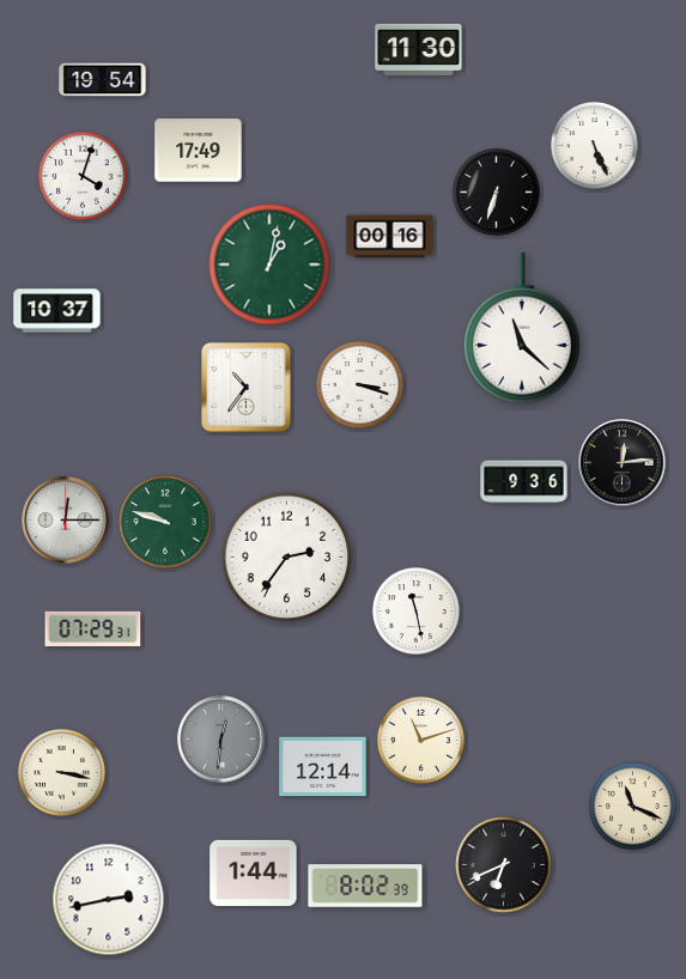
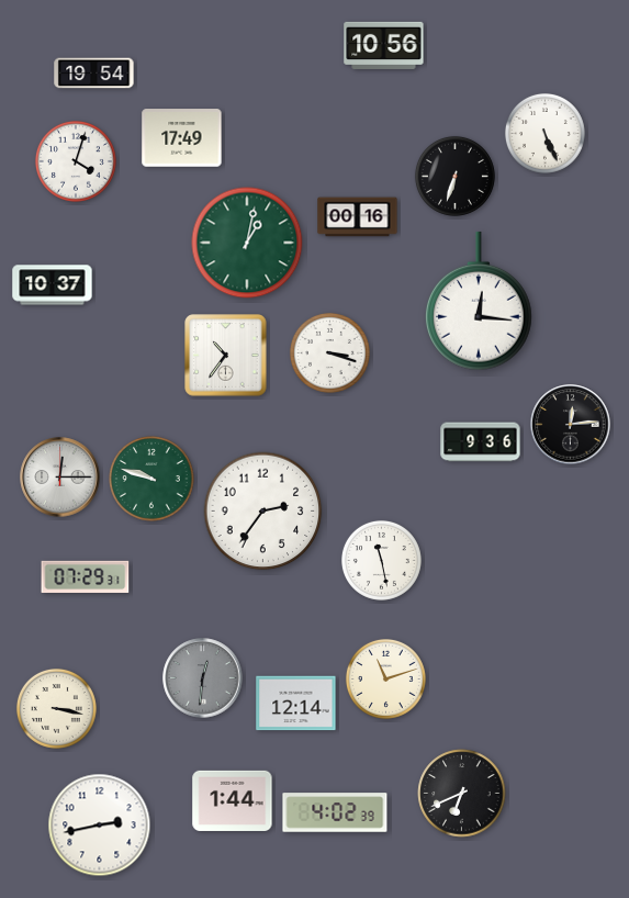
clock at (419, 49): 11:30 -> 10:56
clock at (523, 328): 11:22 -> 12:16
clock at (632, 805): 11:19 -> none
clock at (365, 886): 8:02 -> 4:02
